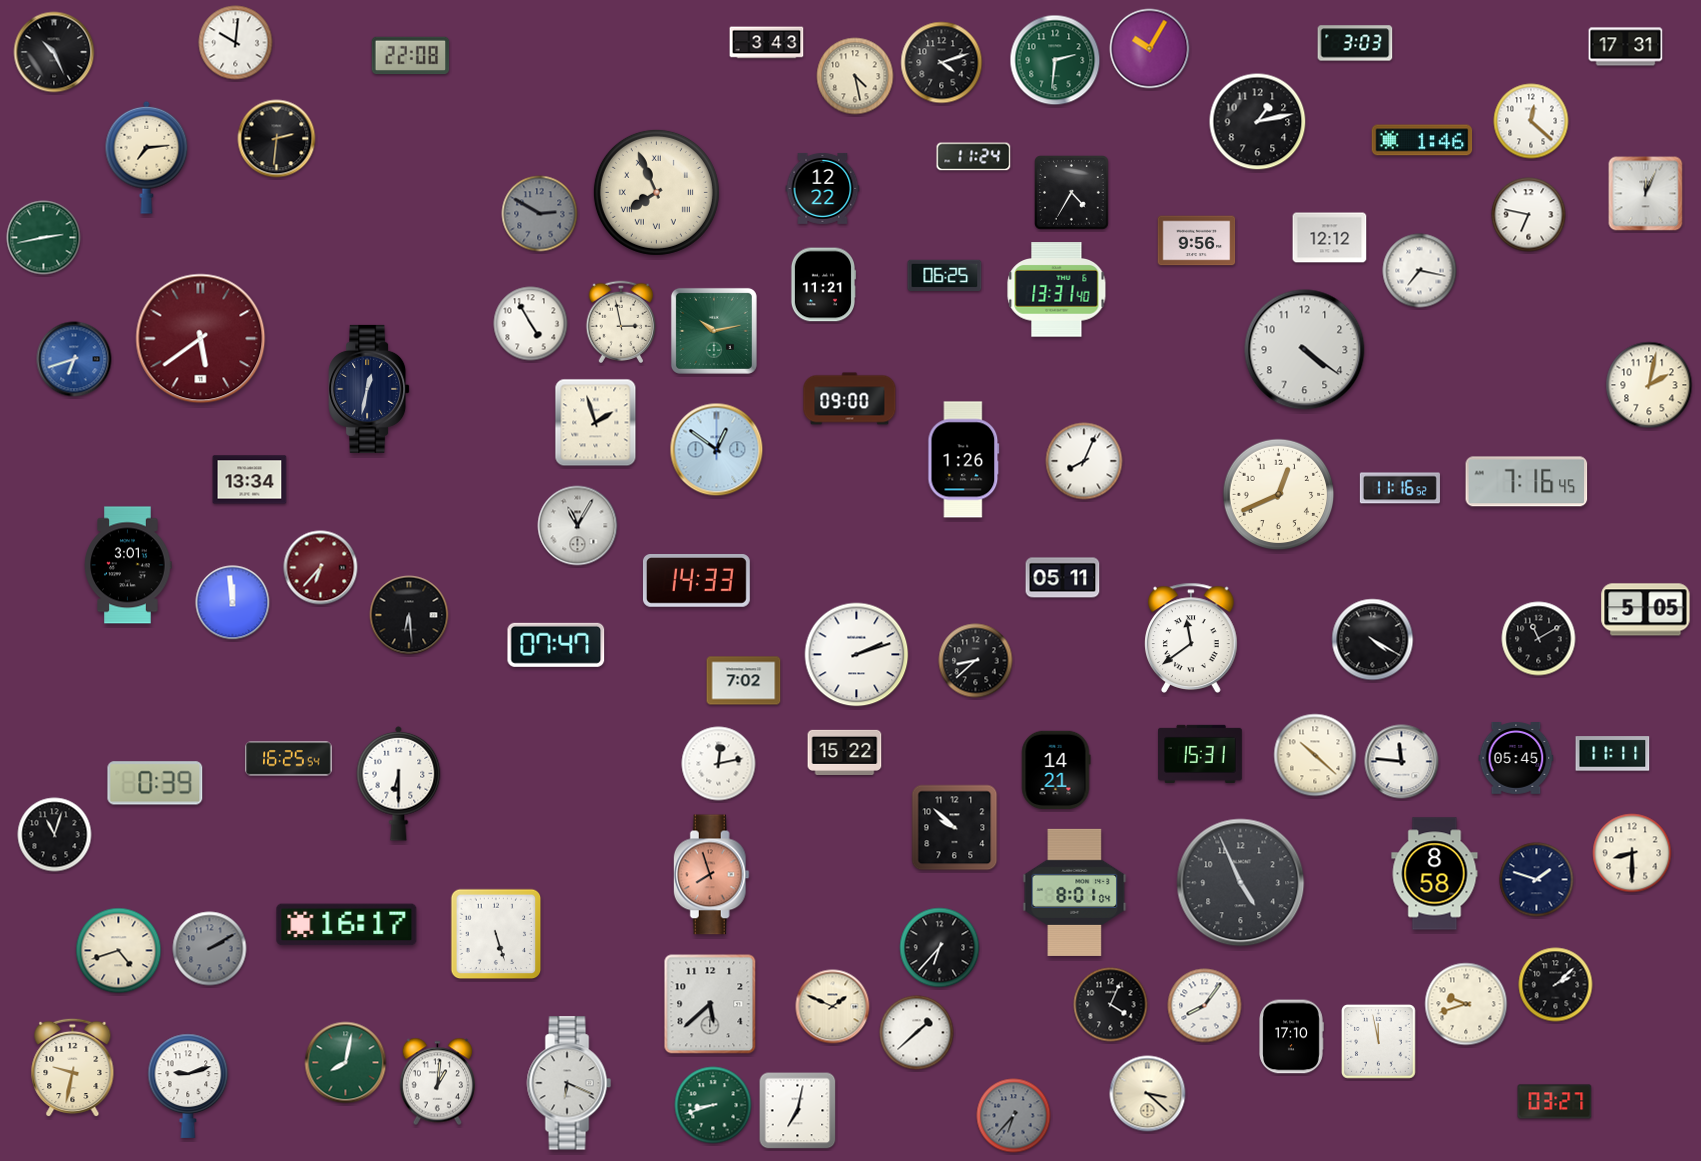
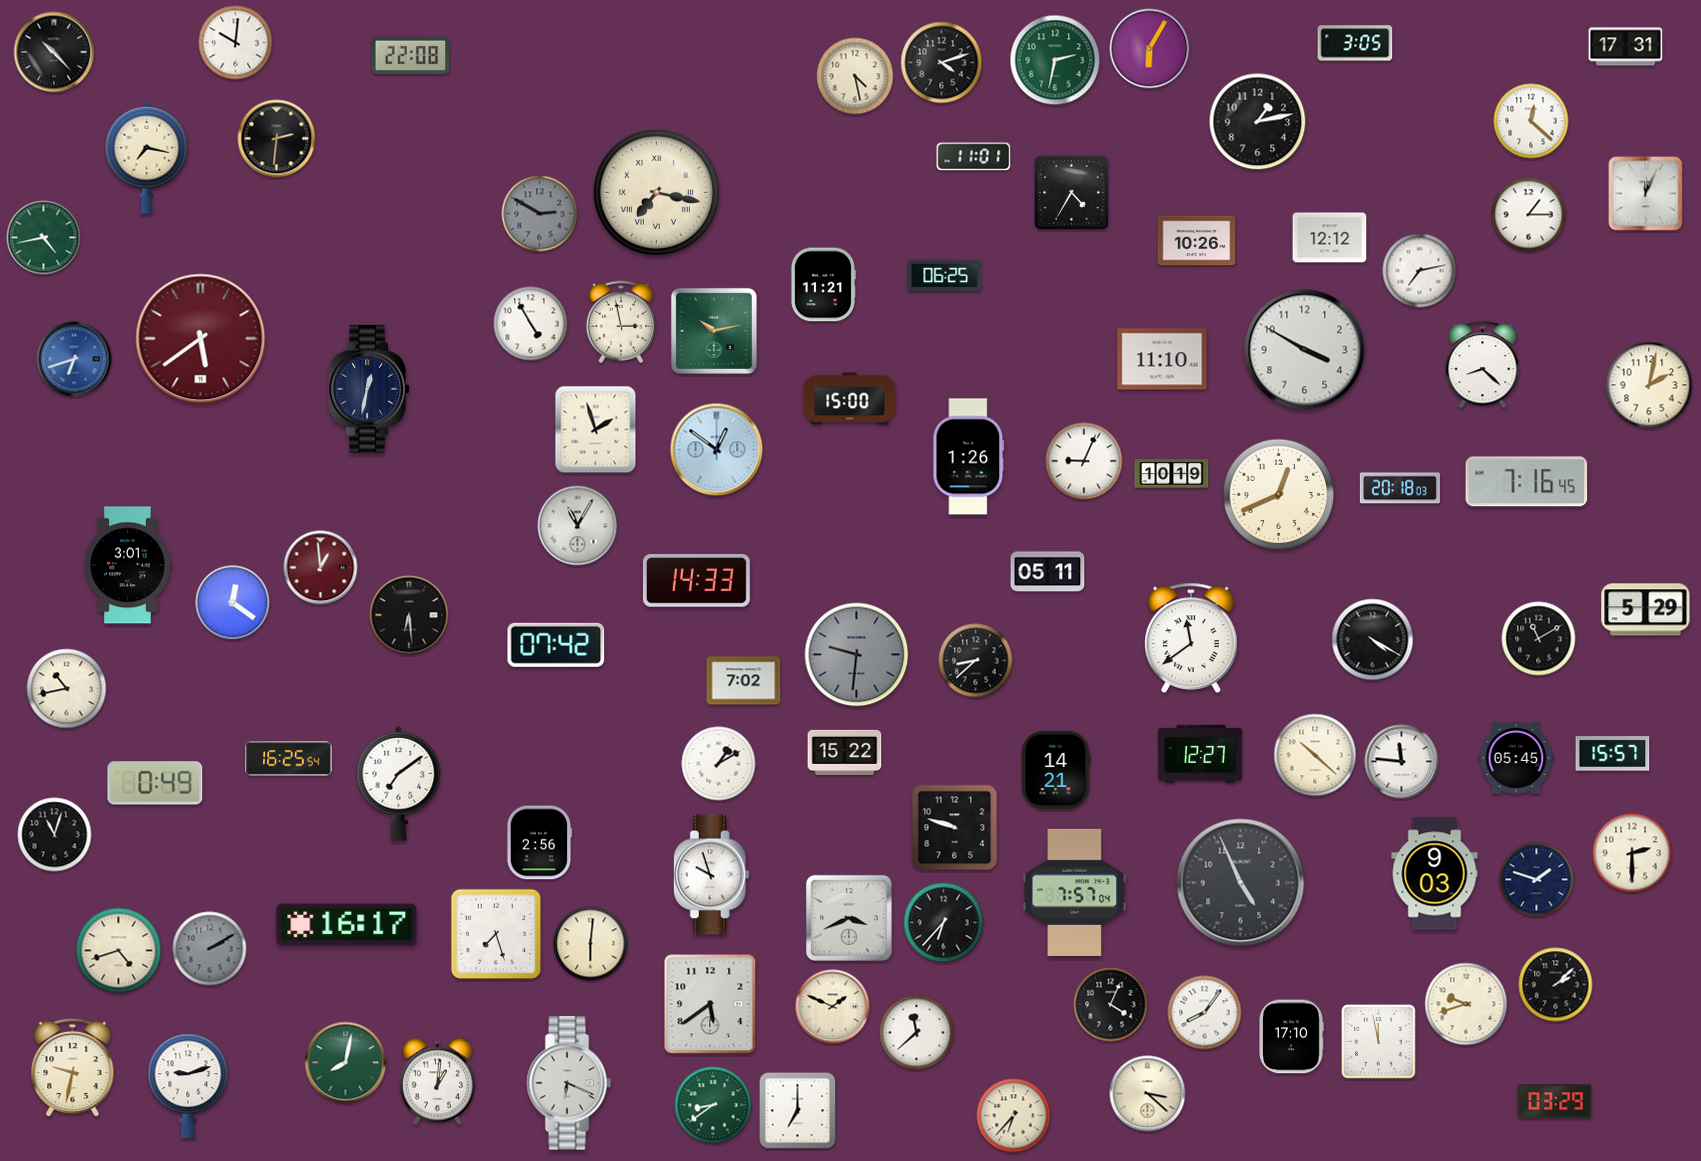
clock at (767, 43): 3:43 -> none
clock at (1355, 43): 3:03 -> 3:05
clock at (1150, 49): 10:05 -> 6:05
clock at (54, 52): 10:26 -> 10:23
clock at (1055, 60): 2:31 -> 2:32
clock at (1422, 140): 1:46 -> none
clock at (147, 157): 7:14 -> 7:17
clock at (974, 157): 11:24 -> 11:01
clock at (823, 188): 12:22 -> none
clock at (656, 192): 7:56 -> 7:17
clock at (1529, 215): 6:47 -> 1:15
clock at (44, 238): 2:43 -> 4:43
clock at (1197, 241): 9:56 -> 10:26
clock at (1420, 271): 7:17 -> 7:13
clock at (1057, 290): 13:31 -> none
clock at (1305, 350): 4:21 -> 3:50
clock at (1162, 359): none -> 11:10
clock at (1483, 365): none -> 8:22
clock at (850, 399): 09:00 -> 15:00
clock at (596, 423) position: (596, 423) -> (596, 430)
clock at (964, 460) position: (964, 460) -> (969, 457)
clock at (1084, 461): 8:04 -> 9:04
clock at (1172, 474): none -> 10:19
clock at (250, 480): 13:34 -> none
clock at (1400, 488): 11:16 -> 20:18
clock at (321, 568): 6:37 -> 12:59
clock at (1063, 578) position: (1063, 578) -> (1048, 572)
clock at (233, 603): 11:59 -> 12:21
clock at (1646, 610): 5:05 -> 5:29
clock at (556, 645): 07:47 -> 07:42
clock at (857, 655): 2:12 -> 9:31
clock at (857, 655) dial: white -> grey
clock at (67, 689): none -> 10:43
clock at (1200, 754): 15:31 -> 12:27
clock at (1613, 754): 11:11 -> 15:57
clock at (719, 764): 12:13 -> 1:10
clock at (155, 783): 0:39 -> 0:49
clock at (399, 783): 6:30 -> 7:09
clock at (955, 828): 9:52 -> 9:48
clock at (540, 843): none -> 2:56
clock at (1632, 853): 8:30 -> 2:30
clock at (1435, 874): 8:58 -> 9:03
clock at (711, 875): 7:57 -> 9:57
clock at (711, 875) dial: salmon -> white
clock at (1075, 892): 8:01 -> 7:57
clock at (849, 918): none -> 3:41
clock at (496, 934): 5:27 -> 7:27
clock at (591, 944): none -> 6:01
clock at (940, 948) position: (940, 948) -> (944, 923)
clock at (710, 1004): 5:38 -> 5:39
clock at (1205, 1006) position: (1205, 1006) -> (1205, 1013)
clock at (917, 1033): 1:38 -> 11:38
clock at (1555, 1102): 03:27 -> 03:29
clock at (713, 1105): 8:42 -> 8:39
clock at (798, 1111): 7:02 -> 7:00
clock at (1014, 1116) dial: grey -> cream
